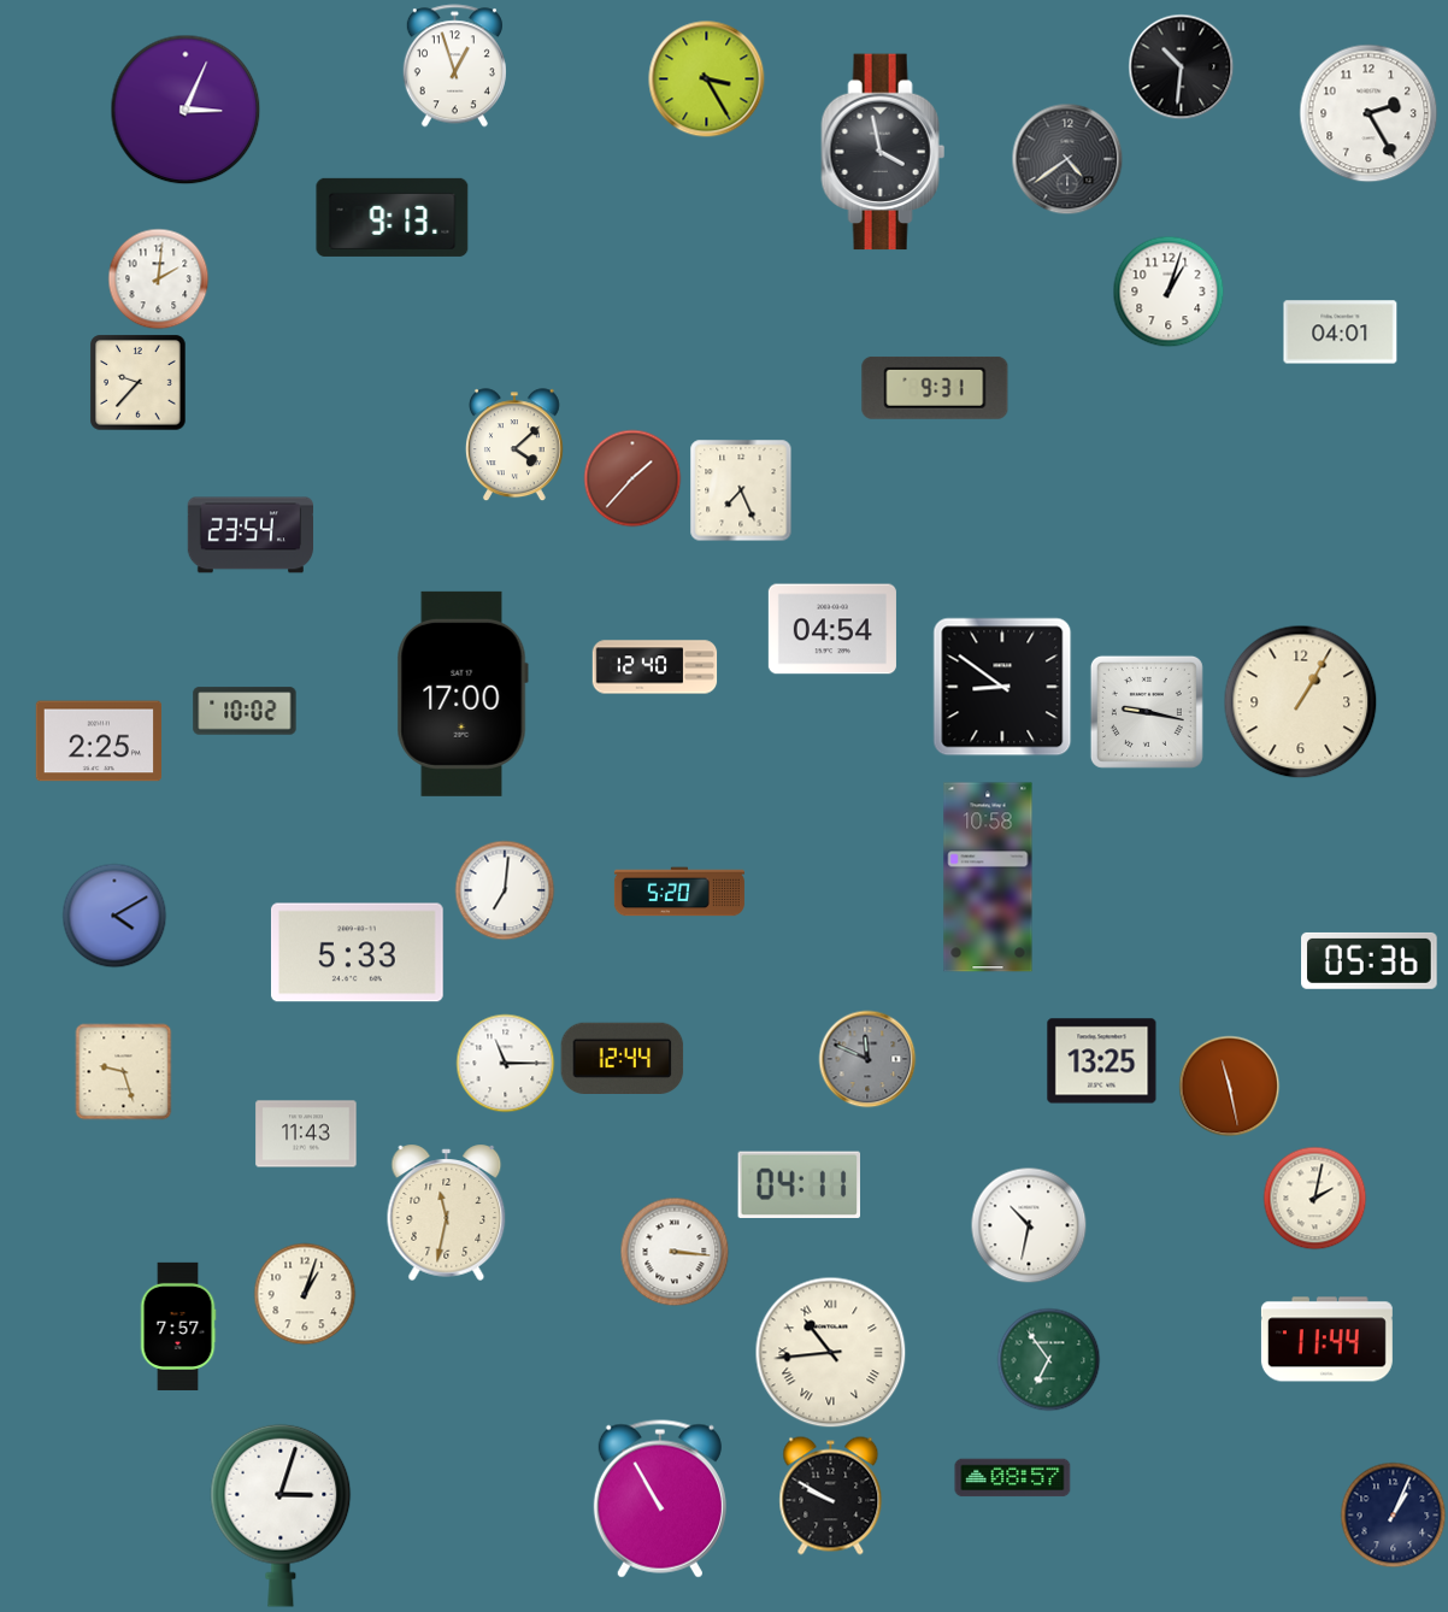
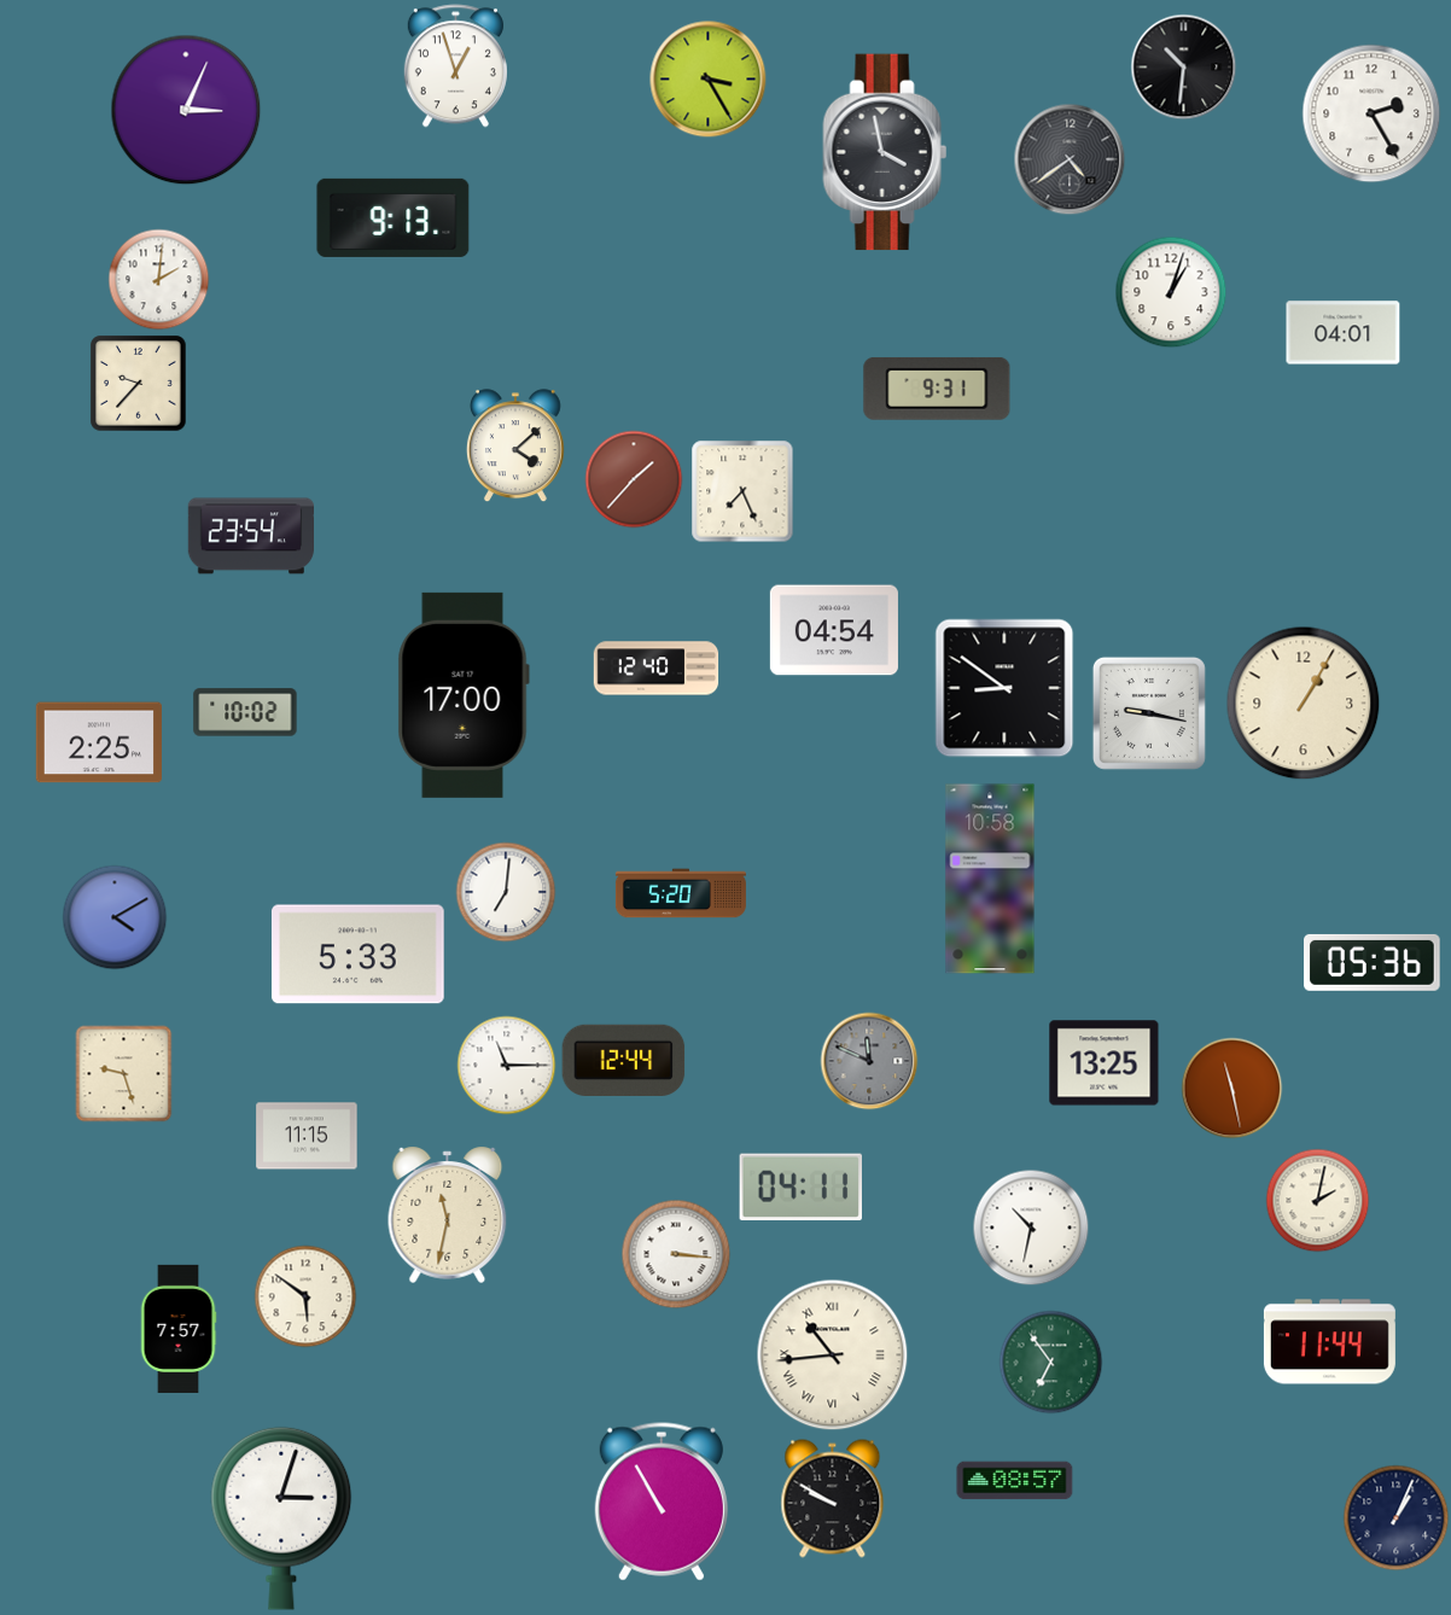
clock at (306, 1134): 11:43 -> 11:15
clock at (305, 1294): 1:03 -> 5:51
